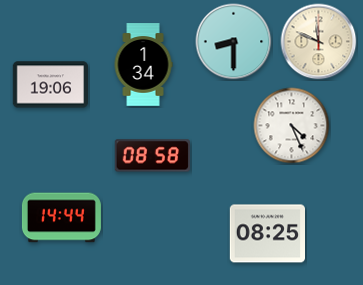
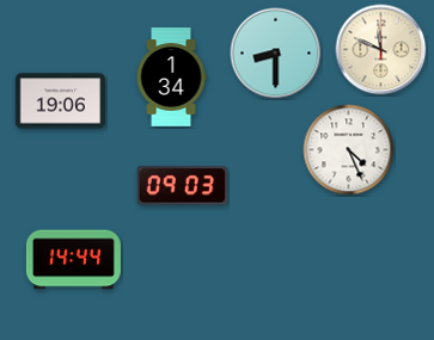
clock at (234, 42) position: (234, 42) -> (276, 54)
clock at (152, 156): 08:58 -> 09:03
clock at (267, 234): 08:25 -> none
